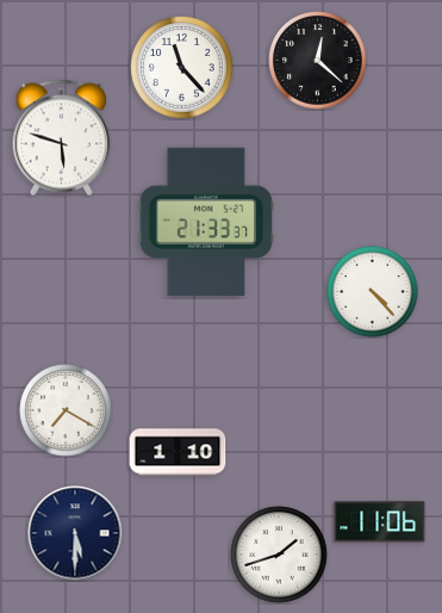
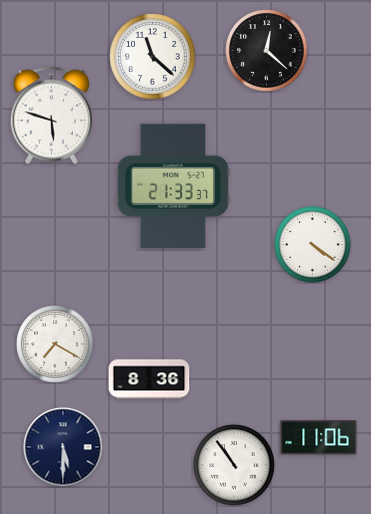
clock at (182, 68): 11:23 -> 11:22
clock at (373, 292): 4:23 -> 4:21
clock at (178, 452): 1:10 -> 8:36
clock at (279, 555): 1:42 -> 10:54
